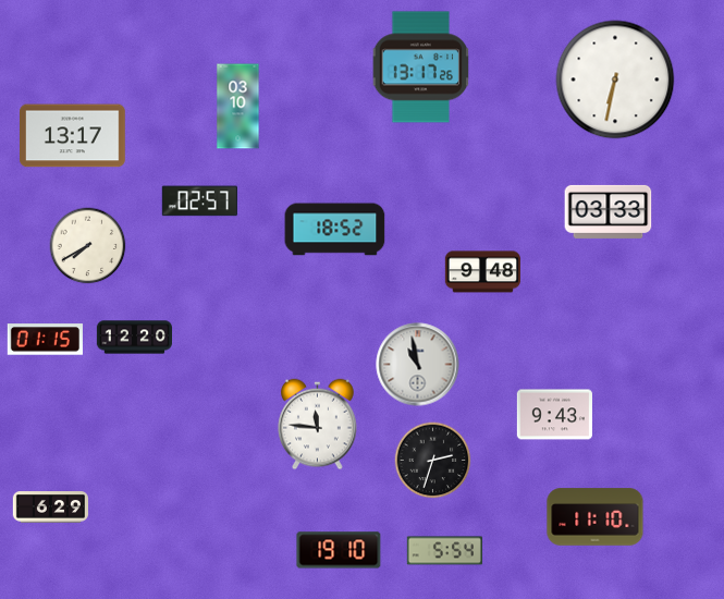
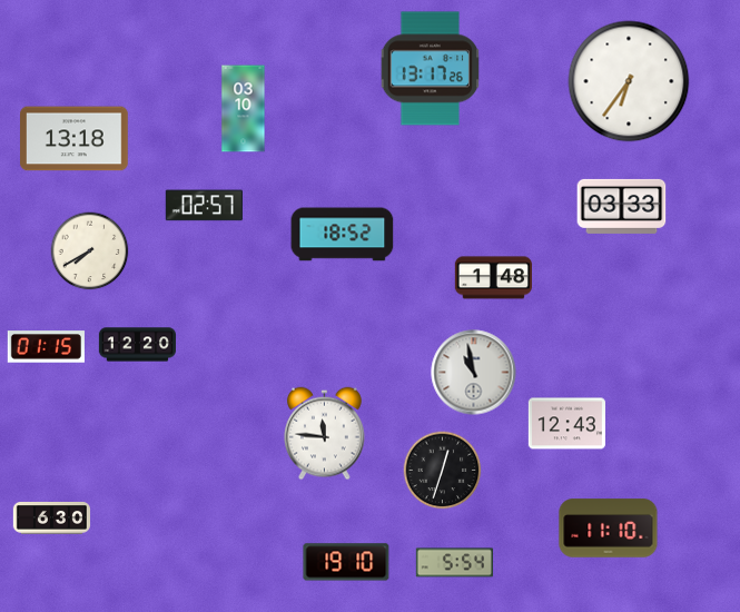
clock at (615, 80): 6:32 -> 6:36
clock at (73, 136): 13:17 -> 13:18
clock at (609, 211) position: (609, 211) -> (622, 206)
clock at (482, 272): 9:48 -> 1:48
clock at (418, 365) position: (418, 365) -> (474, 373)
clock at (554, 415): 9:43 -> 12:43
clock at (433, 461): 2:33 -> 12:33
clock at (50, 508): 6:29 -> 6:30
